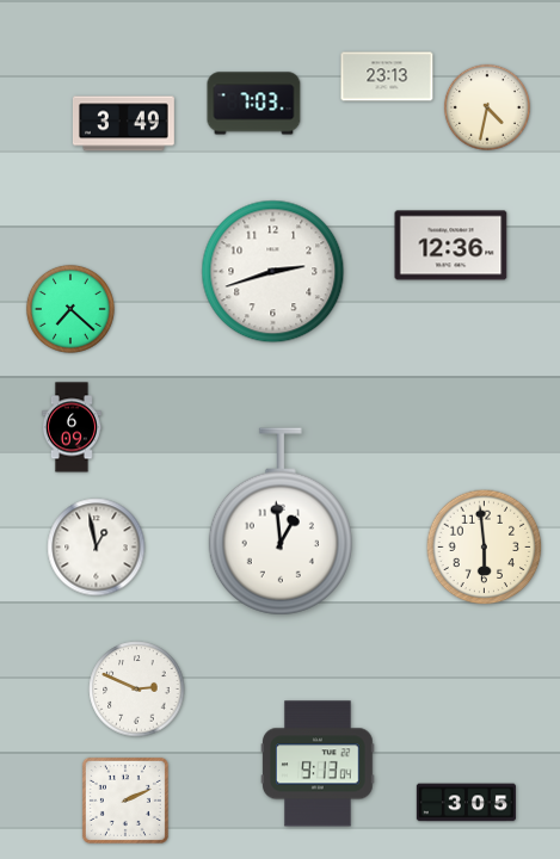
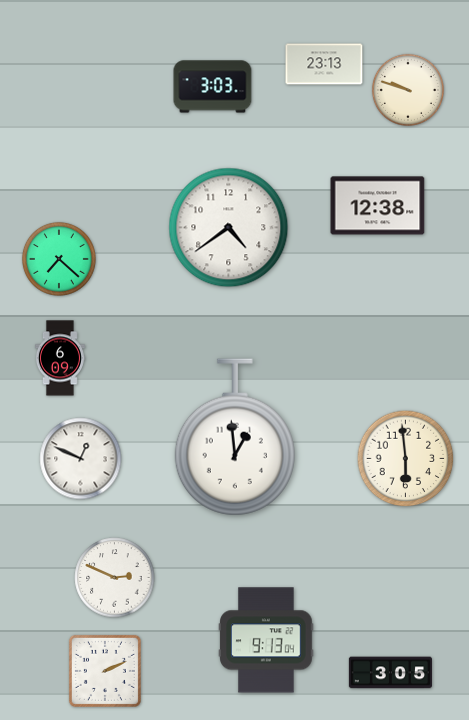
clock at (254, 104): 7:03 -> 3:03
clock at (487, 107): 4:32 -> 9:48
clock at (123, 124): 3:49 -> none
clock at (451, 246): 12:36 -> 12:38
clock at (273, 272): 2:42 -> 4:39
clock at (97, 548): 12:58 -> 12:49
